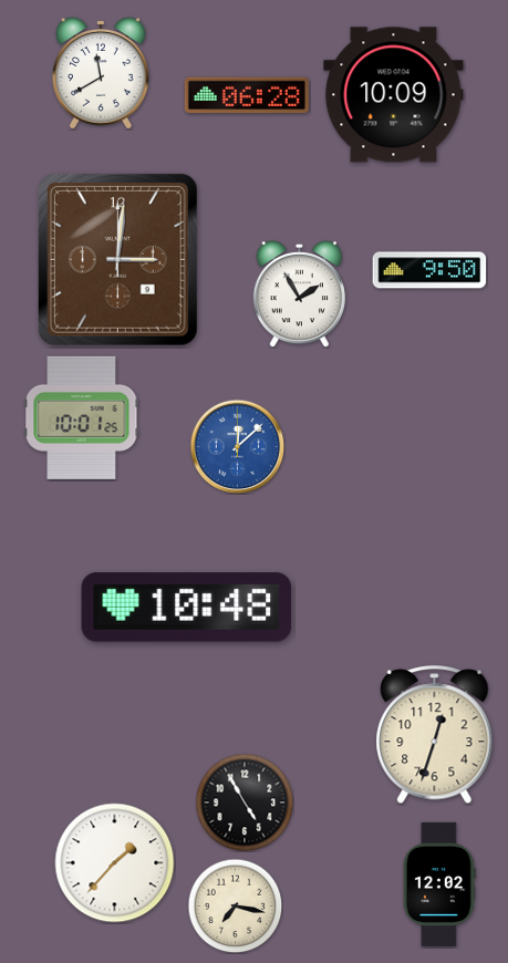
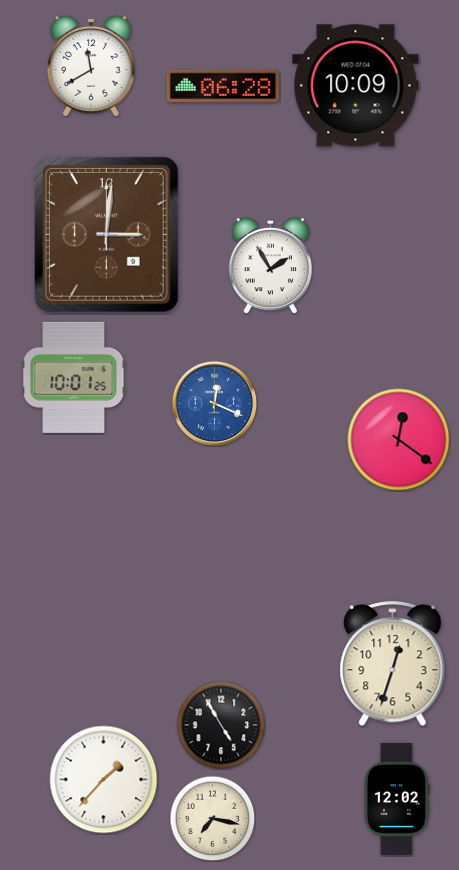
clock at (429, 270): 9:50 -> none
clock at (237, 446): 12:08 -> 12:19
clock at (399, 440): none -> 12:21
clock at (187, 608): 10:48 -> none
